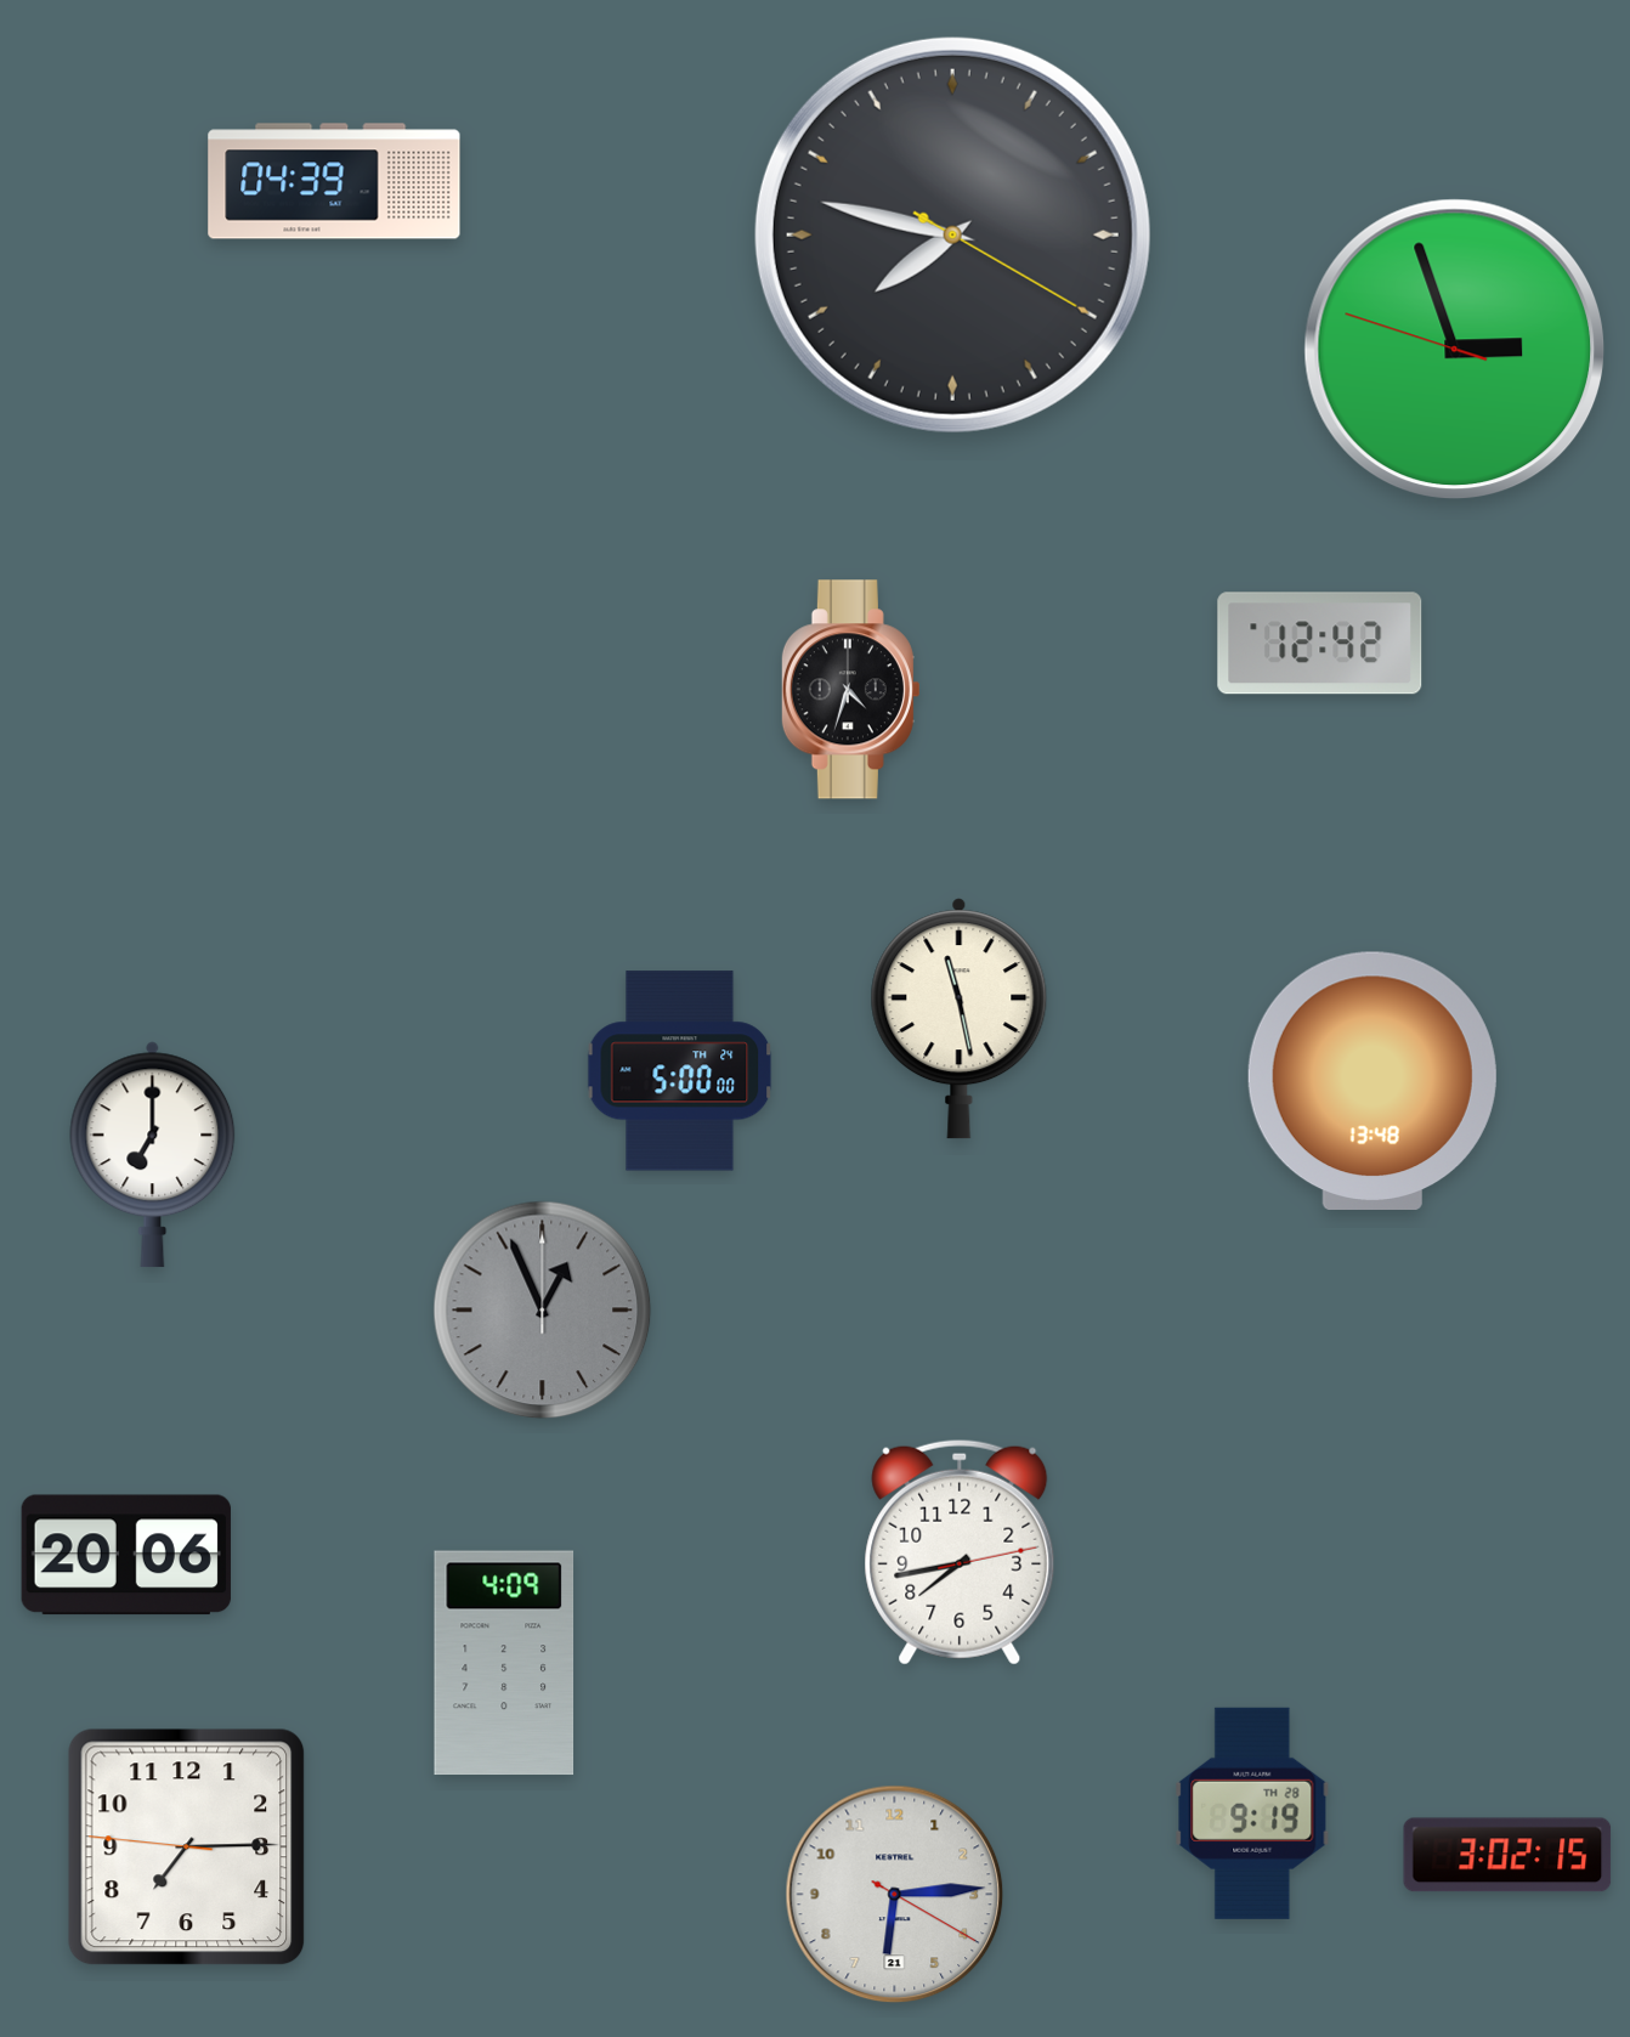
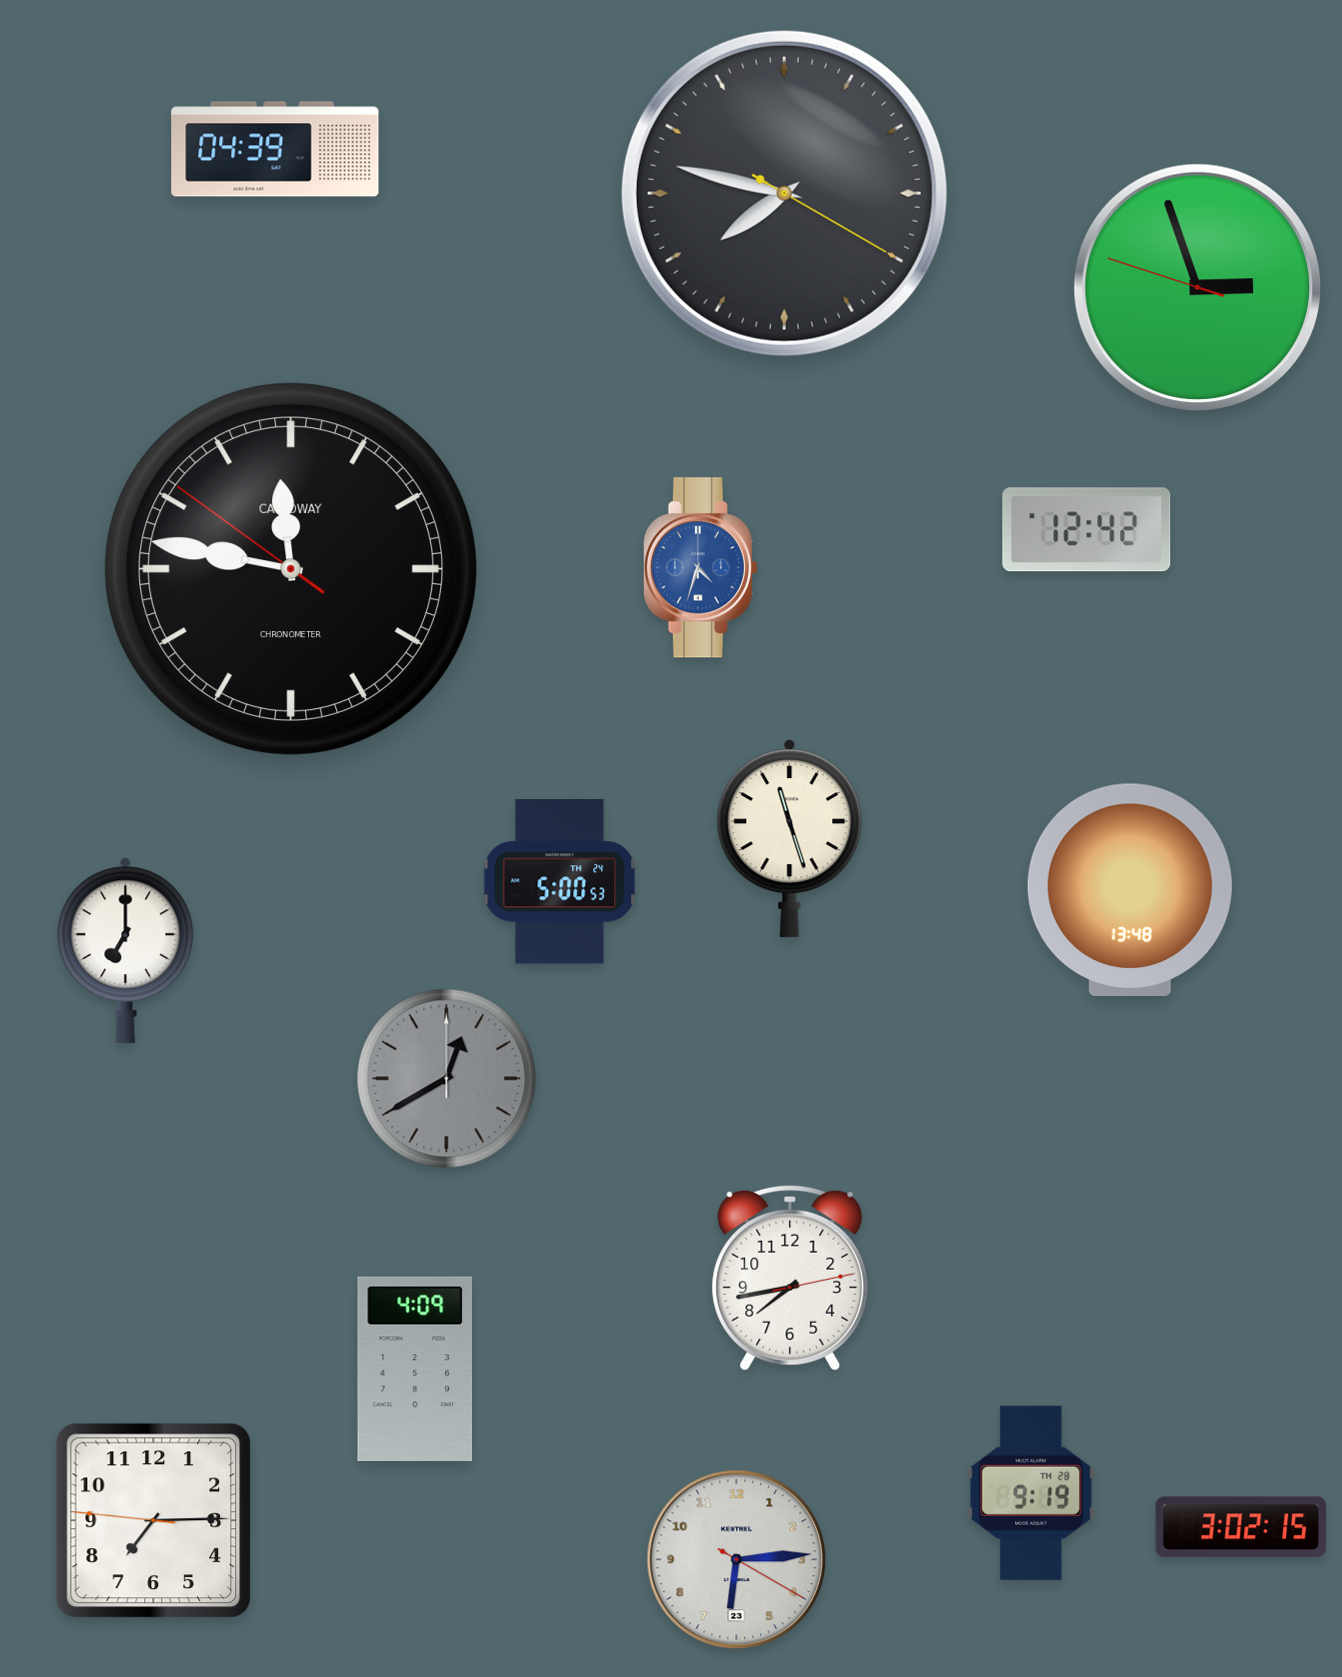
clock at (850, 690) dial: black -> blue
clock at (291, 569): none -> 11:46
clock at (960, 1019): 11:28 -> 11:27
clock at (680, 1071): 5:00:00 -> 5:00:53
clock at (543, 1311): 12:56 -> 12:40
clock at (126, 1555): 20:06 -> none
clock at (895, 1895) date: 21 -> 23
